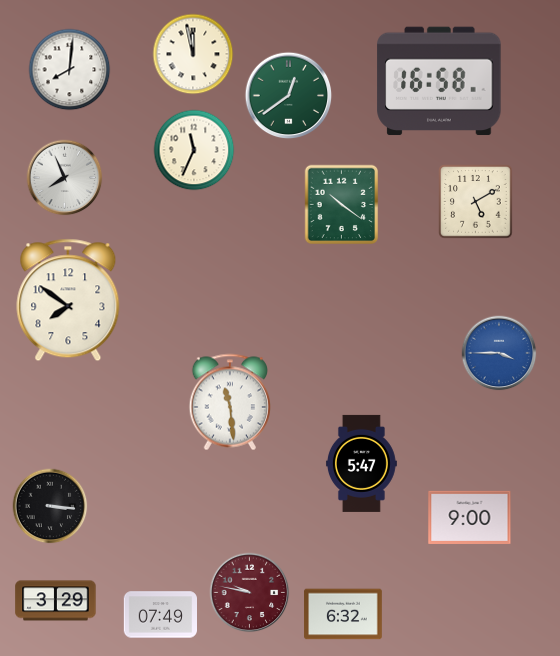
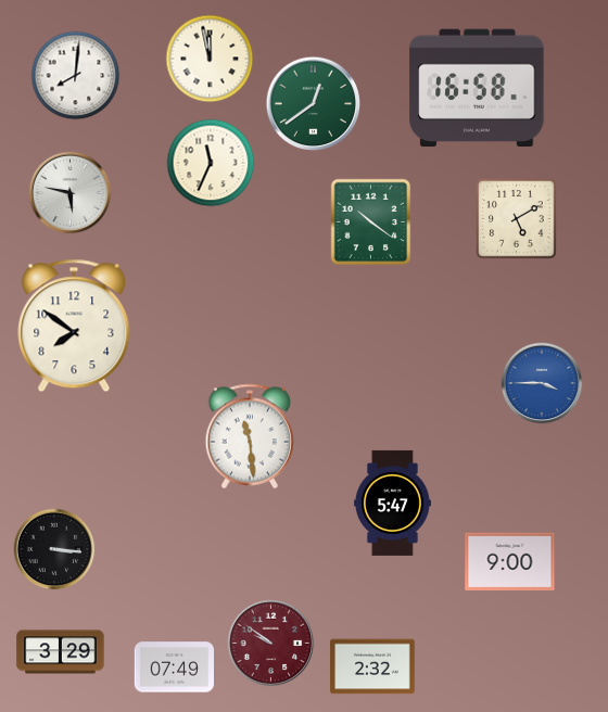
clock at (65, 178): 7:56 -> 5:47
clock at (250, 593): 9:47 -> 9:51
clock at (343, 614): 6:32 -> 2:32
